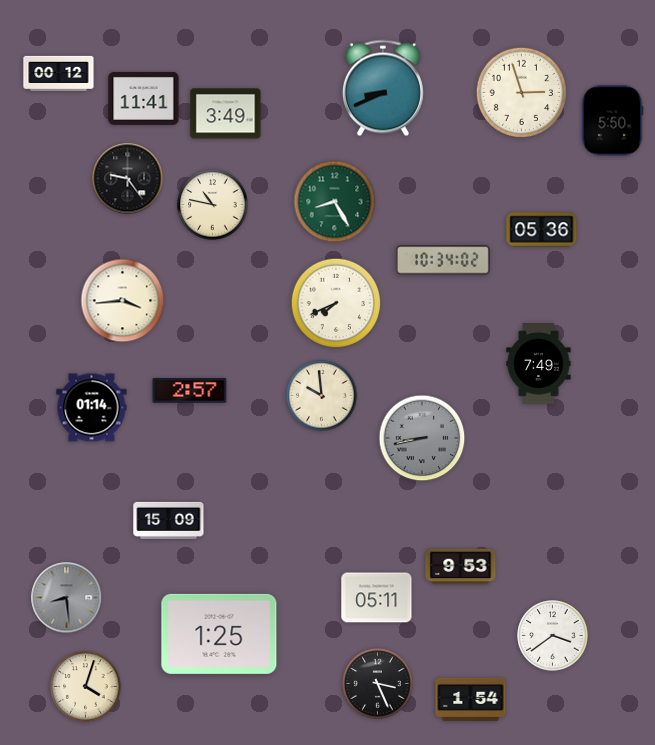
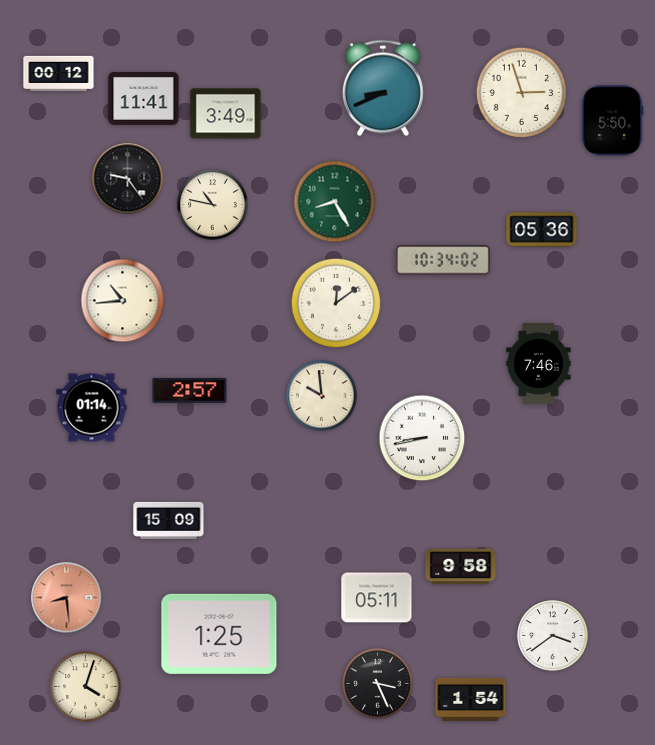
clock at (123, 301): 3:44 -> 10:44
clock at (336, 303): 7:41 -> 12:09
clock at (539, 364): 7:49 -> 7:46
clock at (422, 438) dial: grey -> white
clock at (461, 567): 9:53 -> 9:58
clock at (67, 598) dial: grey -> salmon
